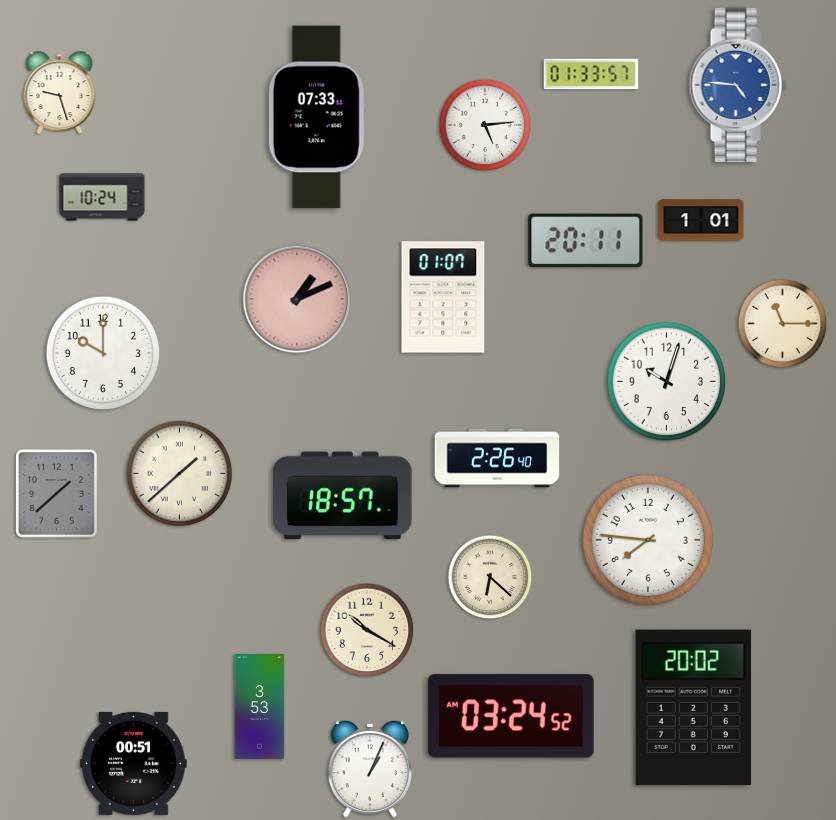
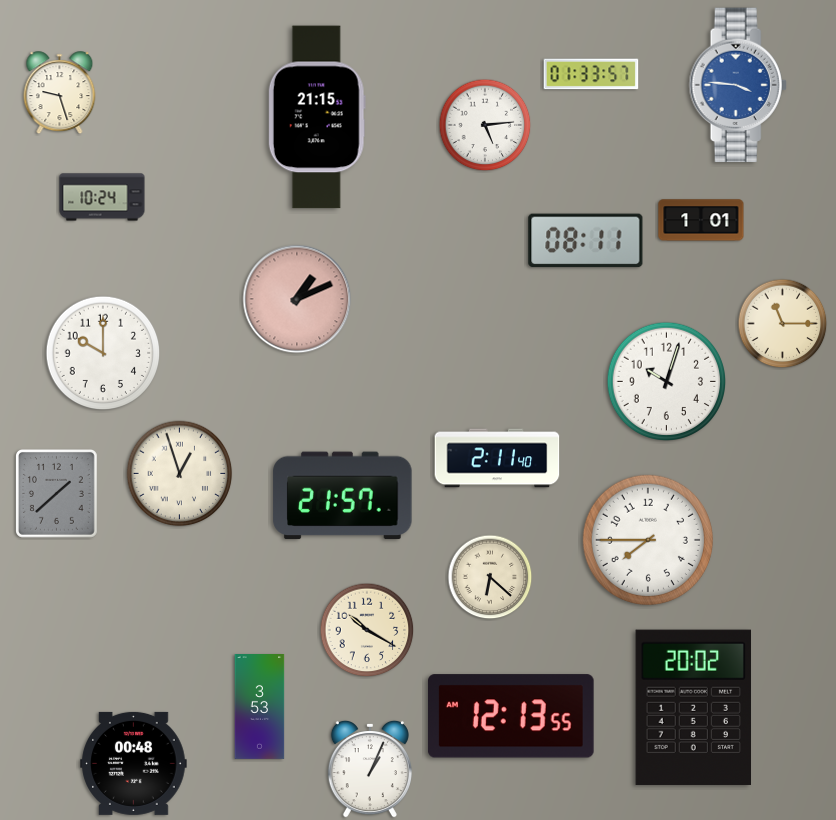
clock at (738, 85): 4:46 -> 3:46
clock at (317, 117): 07:33 -> 21:15
clock at (586, 241): 20:11 -> 08:11
clock at (443, 297): 01:07 -> none
clock at (497, 458): 2:26 -> 2:11
clock at (180, 474): 1:38 -> 12:57
clock at (343, 496): 18:57 -> 21:57
clock at (648, 540): 7:46 -> 7:45
clock at (511, 716): 03:24 -> 12:13
clock at (134, 763): 00:51 -> 00:48
